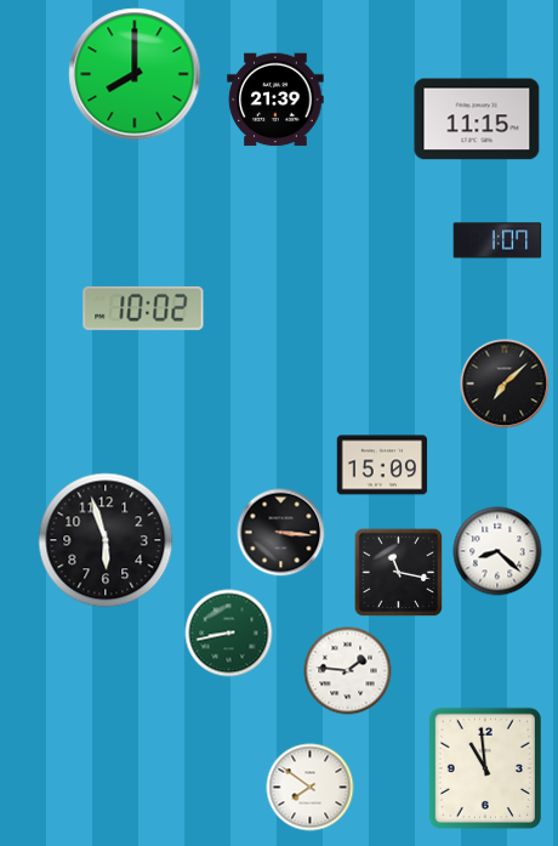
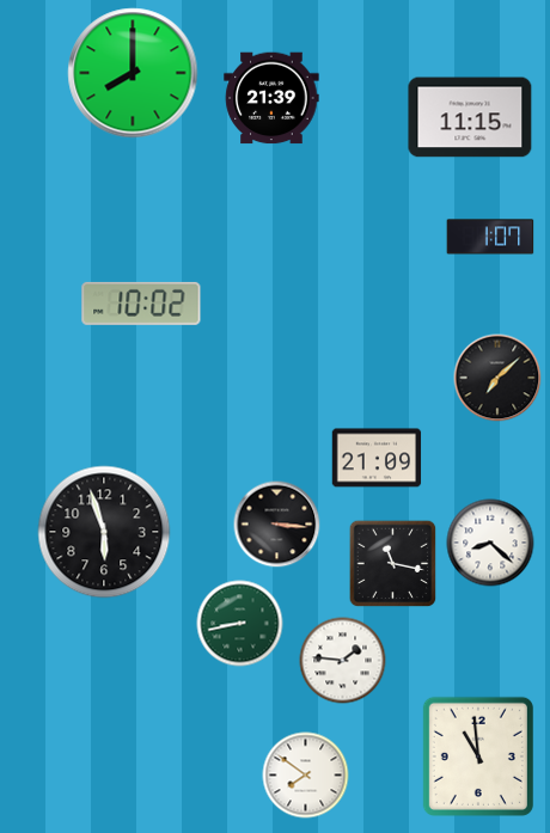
clock at (382, 465): 15:09 -> 21:09
clock at (229, 634) position: (229, 634) -> (240, 624)
